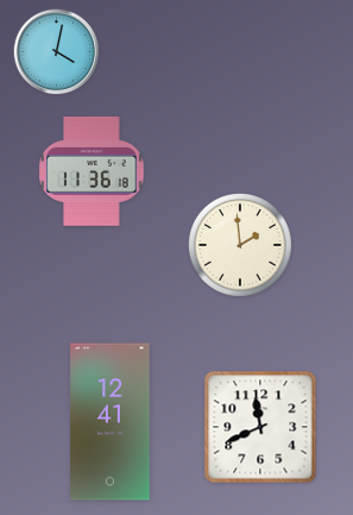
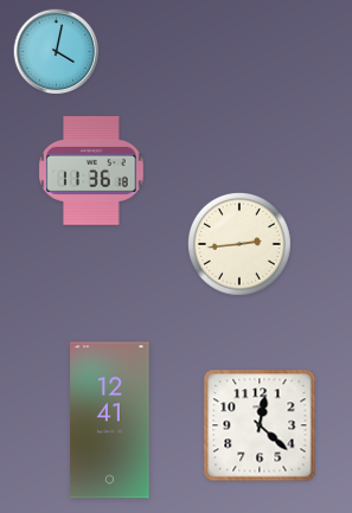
clock at (241, 246): 1:59 -> 2:44
clock at (260, 427): 11:41 -> 12:22
